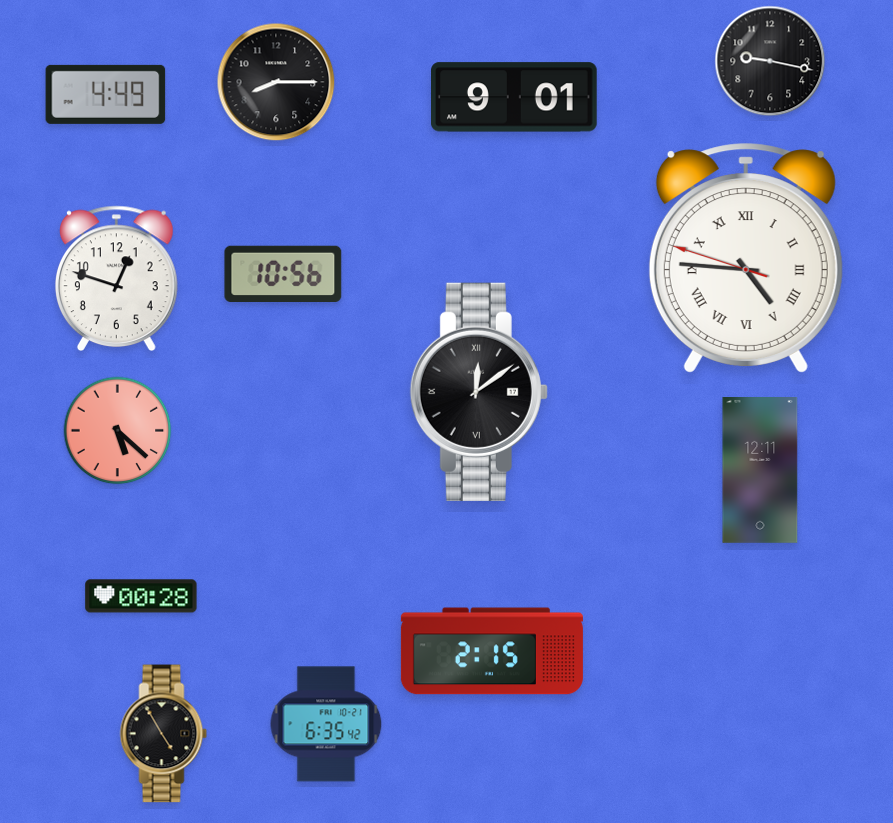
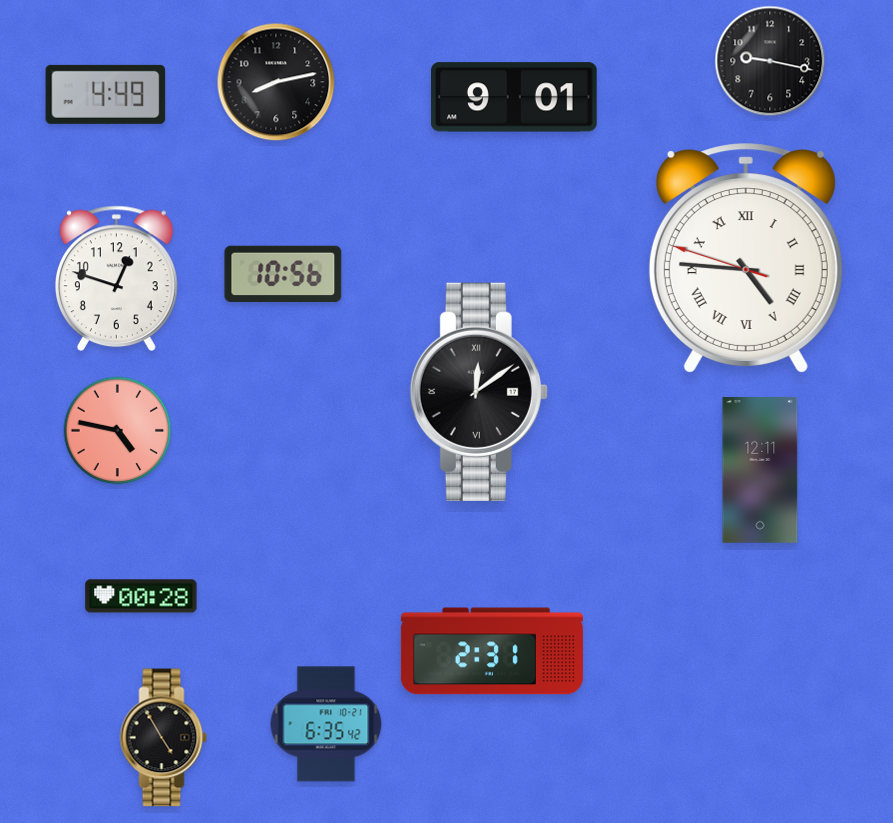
clock at (276, 82): 8:15 -> 8:13
clock at (118, 431): 5:22 -> 4:47
clock at (492, 651): 2:15 -> 2:31
clock at (164, 734) position: (164, 734) -> (164, 738)
